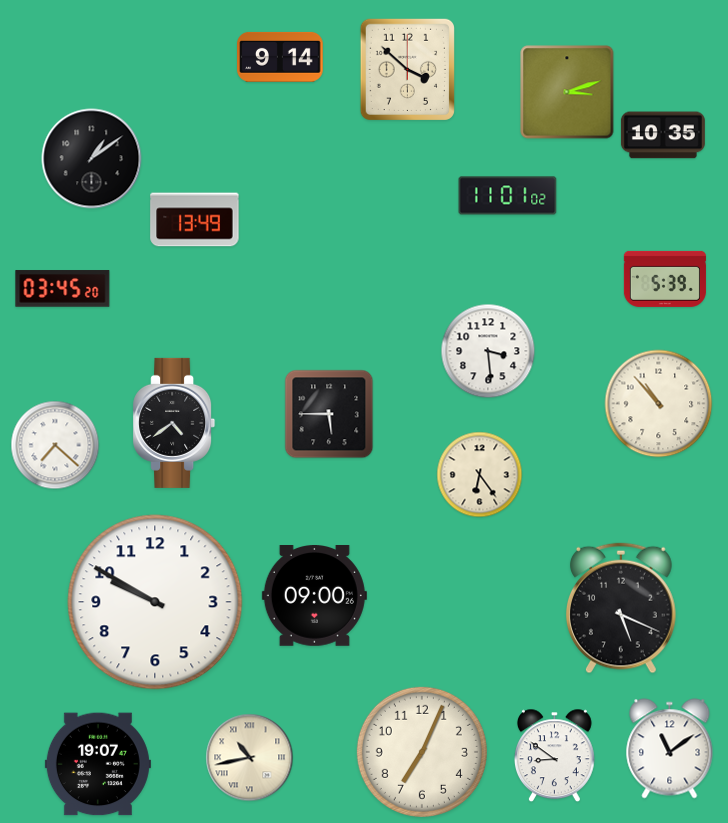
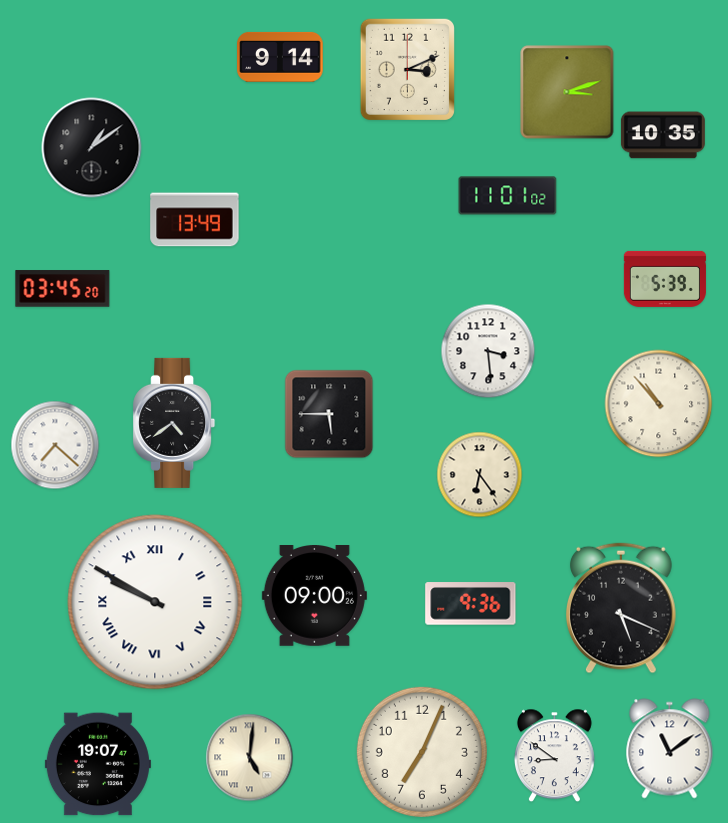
clock at (407, 69): 3:52 -> 3:11
clock at (92, 159) position: (92, 159) -> (92, 148)
clock at (155, 602) numerals: Arabic -> Roman
clock at (471, 604): none -> 9:36
clock at (250, 758): 10:43 -> 5:01
